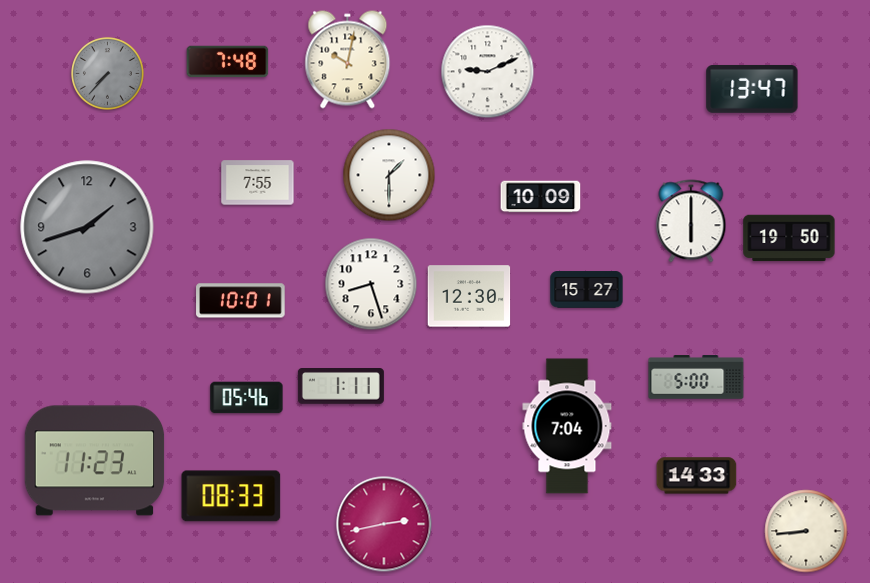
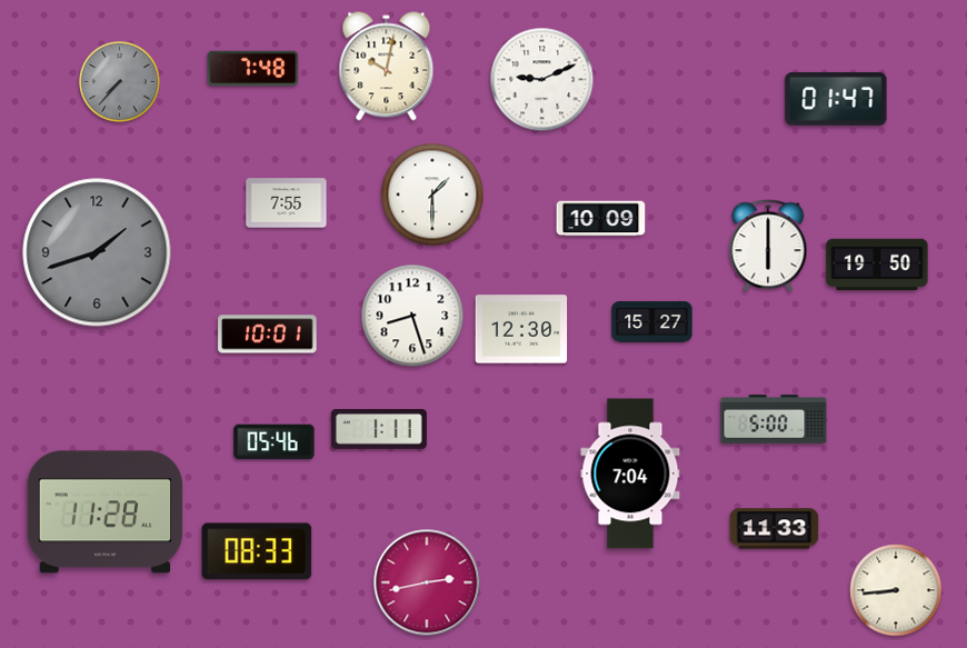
clock at (752, 89): 13:47 -> 01:47
clock at (95, 461): 11:23 -> 11:28
clock at (697, 476): 14:33 -> 11:33
